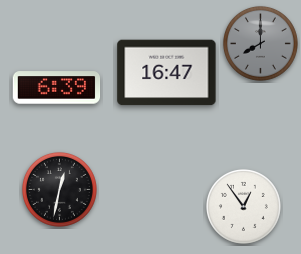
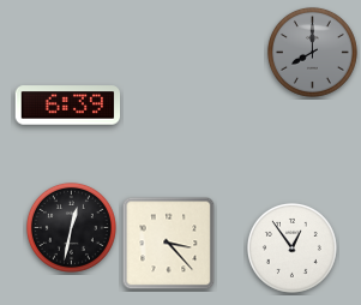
clock at (167, 73): 16:47 -> none
clock at (169, 244): none -> 3:23
